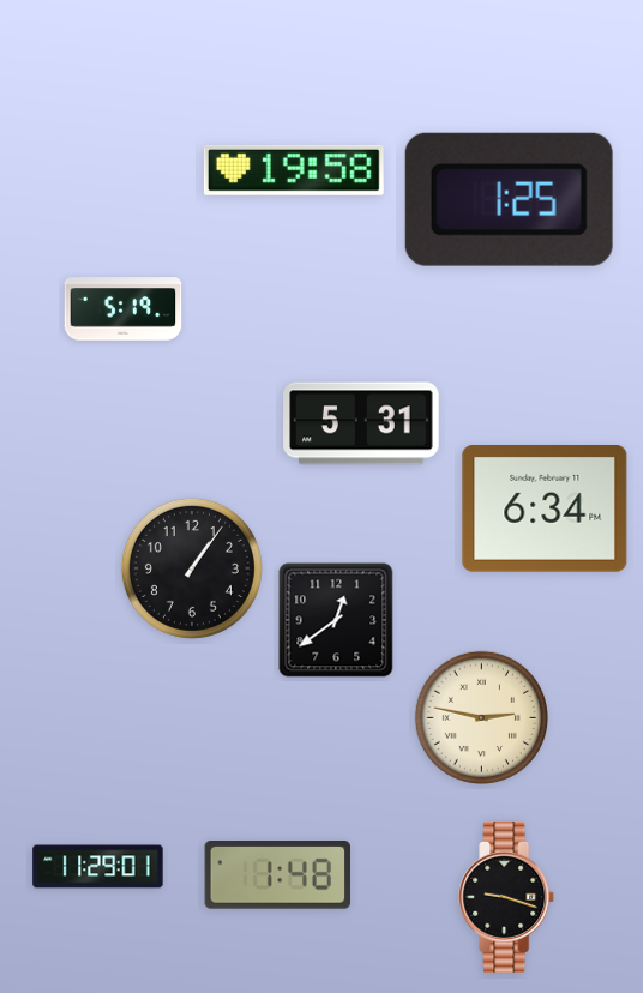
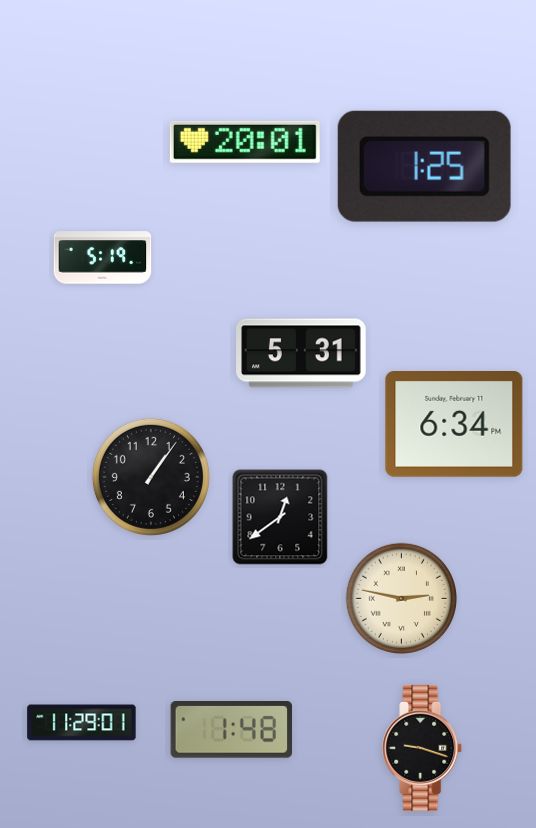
clock at (294, 170): 19:58 -> 20:01
clock at (192, 568) position: (192, 568) -> (151, 477)
